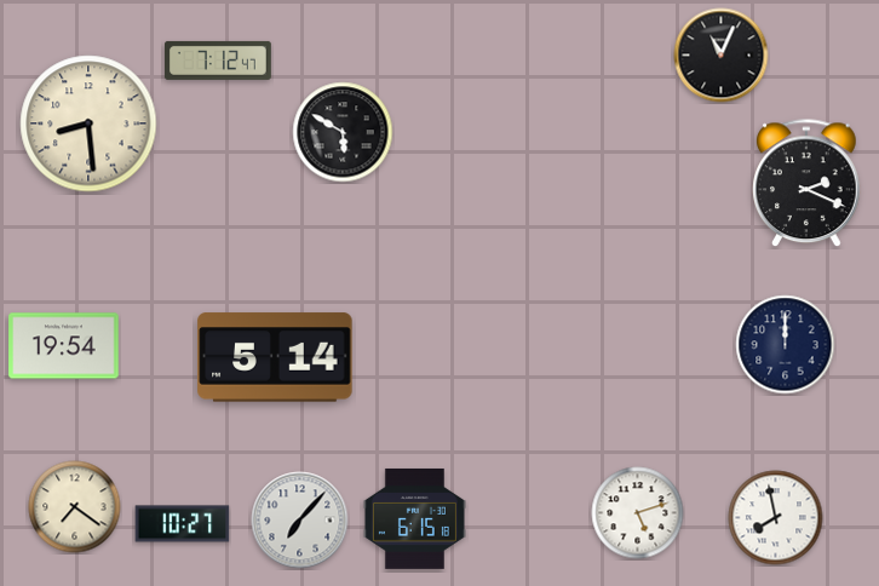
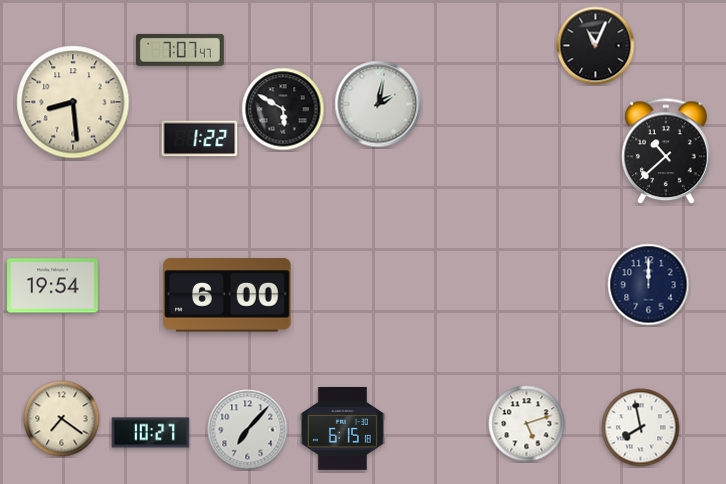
clock at (218, 61): 7:12 -> 7:07
clock at (378, 104): none -> 2:02
clock at (200, 139): none -> 1:22
clock at (806, 184): 2:19 -> 10:38
clock at (275, 357): 5:14 -> 6:00
